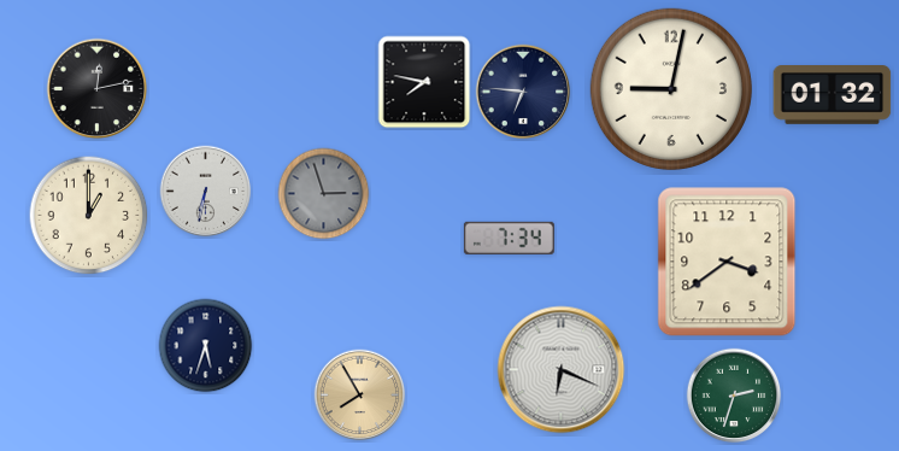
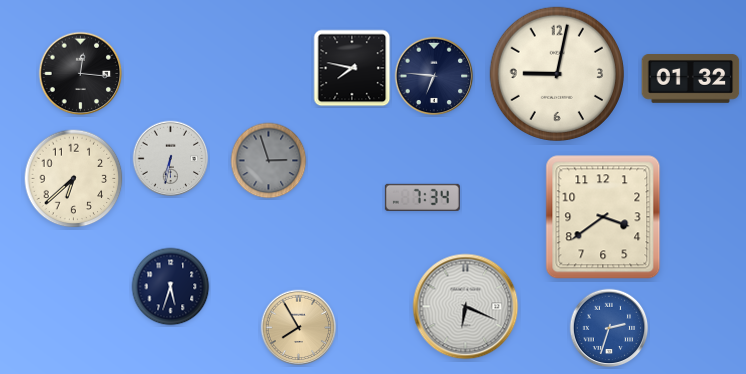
clock at (98, 89): 12:13 -> 12:16
clock at (89, 216): 1:00 -> 6:38
clock at (734, 396) dial: green -> blue
